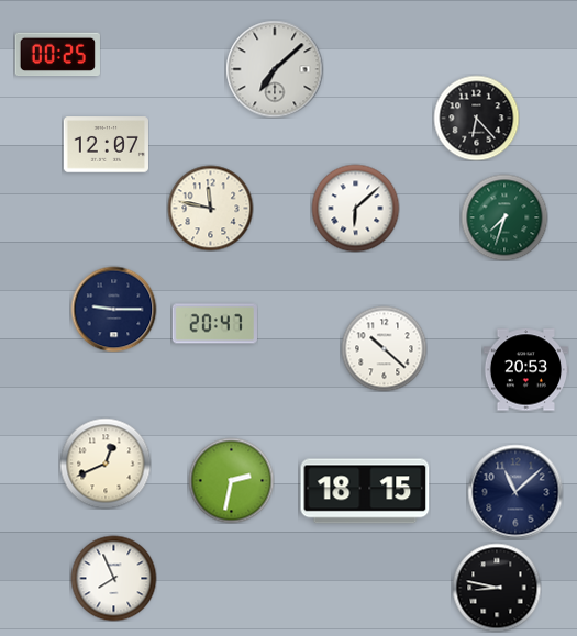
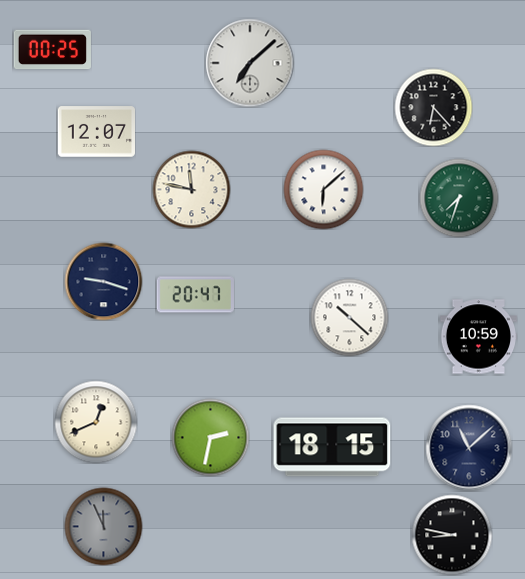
clock at (113, 309): 9:15 -> 9:18
clock at (525, 370): 20:53 -> 10:59
clock at (113, 578): 7:56 -> 11:56
clock at (113, 578) dial: white -> grey
